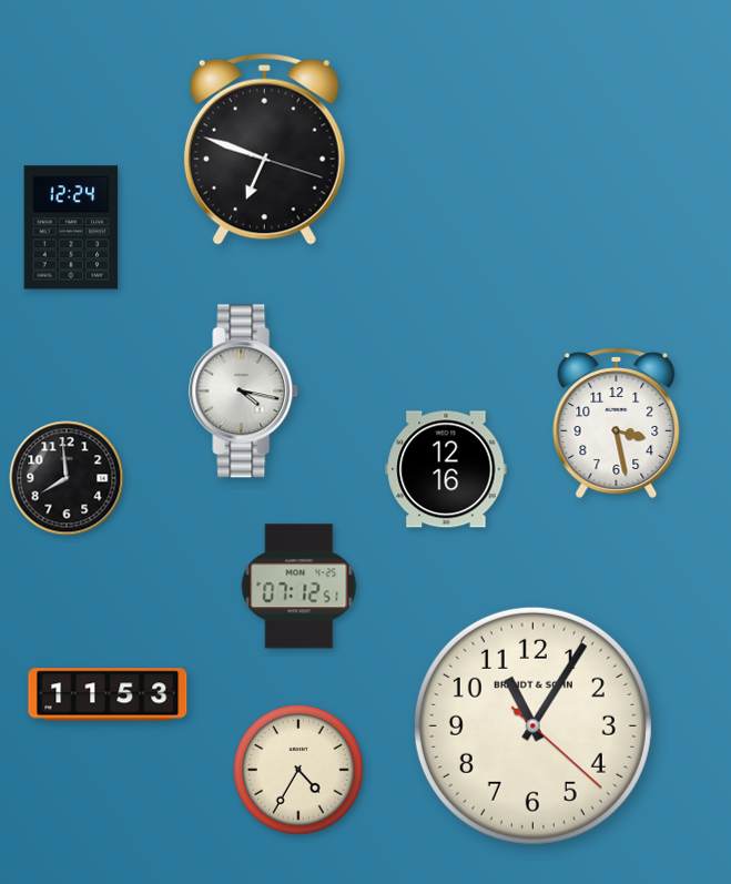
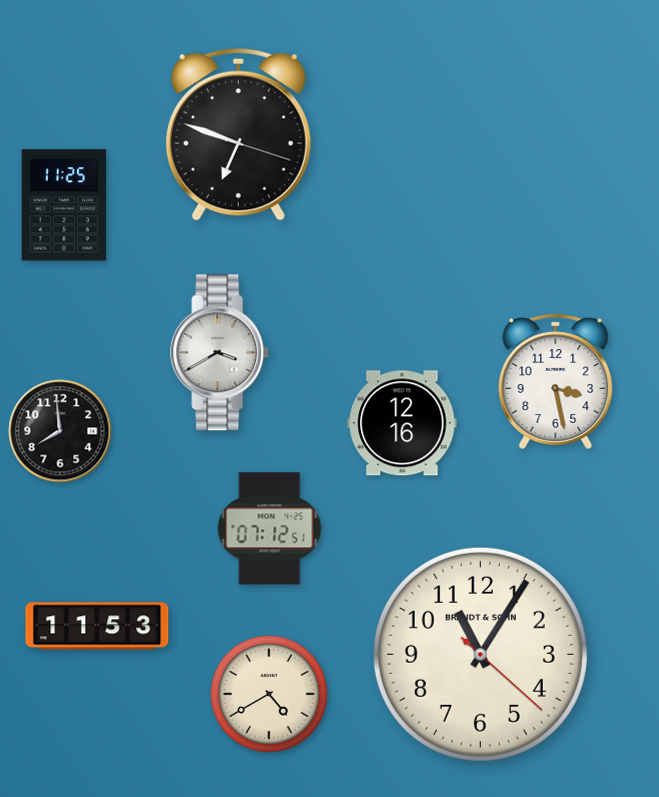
clock at (71, 227): 12:24 -> 11:25
clock at (244, 392): 4:17 -> 3:40
clock at (299, 771): 4:35 -> 4:40
